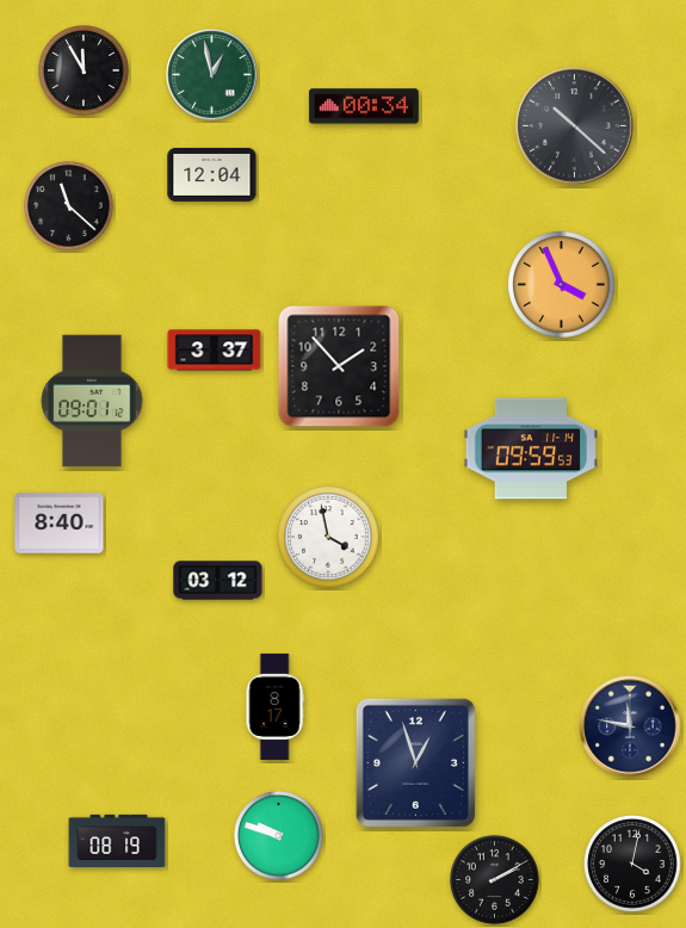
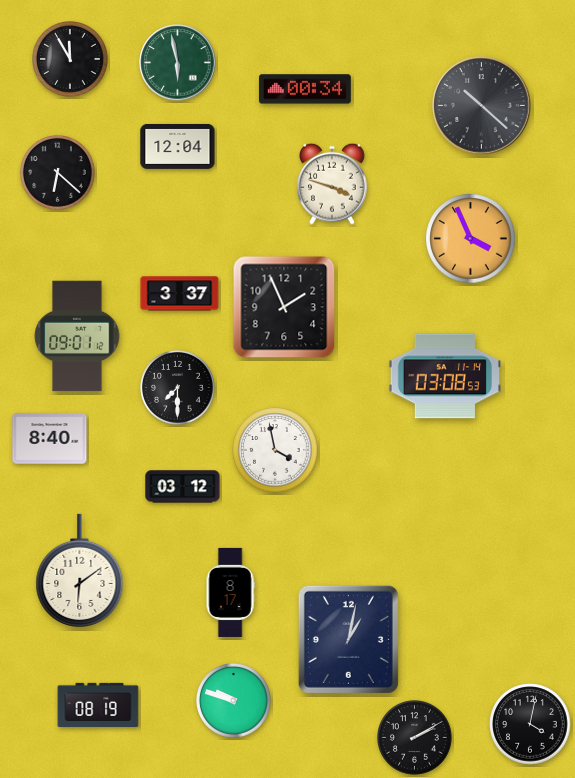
clock at (212, 75): 12:58 -> 5:58
clock at (69, 206): 11:22 -> 6:22
clock at (333, 184): none -> 3:48
clock at (339, 366): 1:53 -> 1:56
clock at (530, 448): 09:59 -> 03:08
clock at (178, 388): none -> 7:30
clock at (80, 570): none -> 6:09
clock at (630, 726): 11:47 -> none
clock at (415, 762): 12:57 -> 1:02
